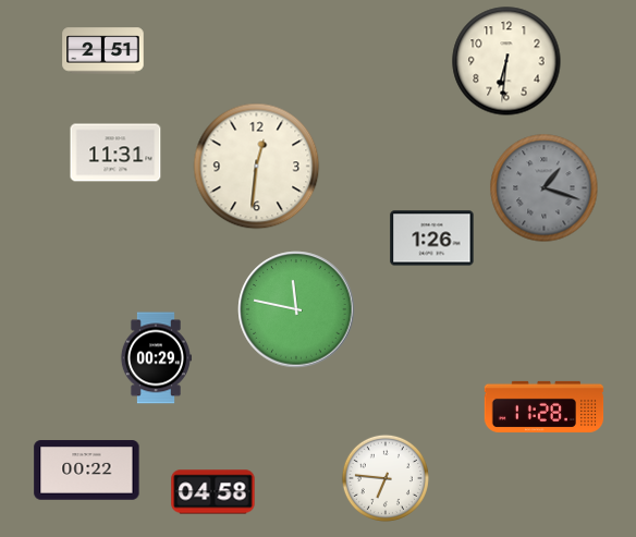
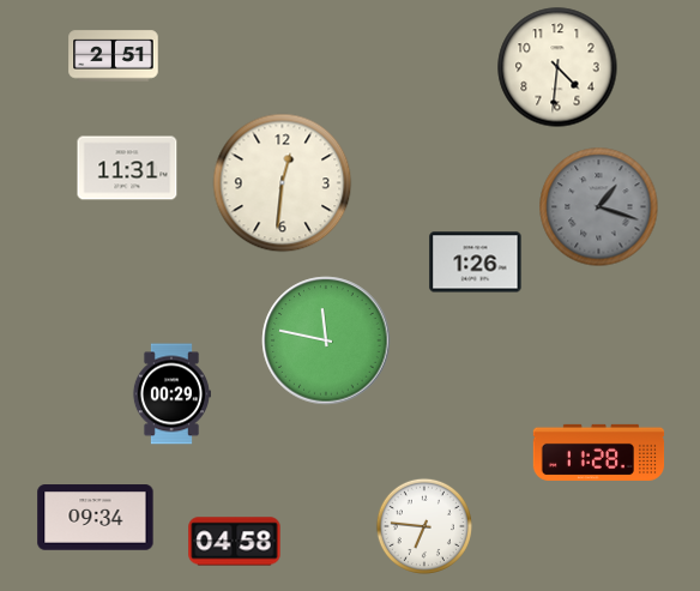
clock at (506, 61): 6:31 -> 4:31
clock at (545, 406) position: (545, 406) -> (599, 452)
clock at (87, 471): 00:22 -> 09:34
